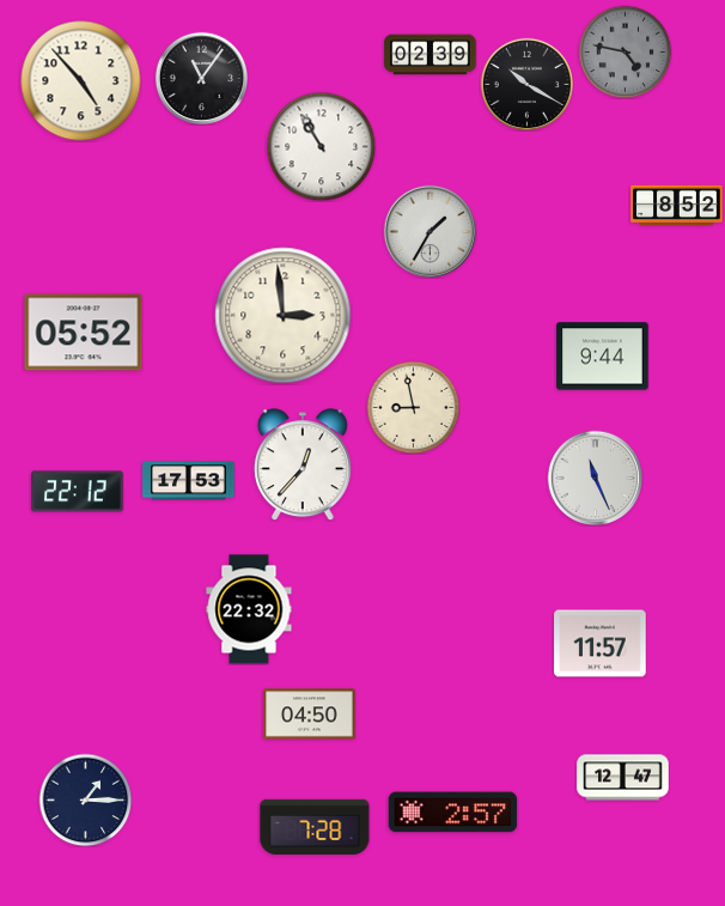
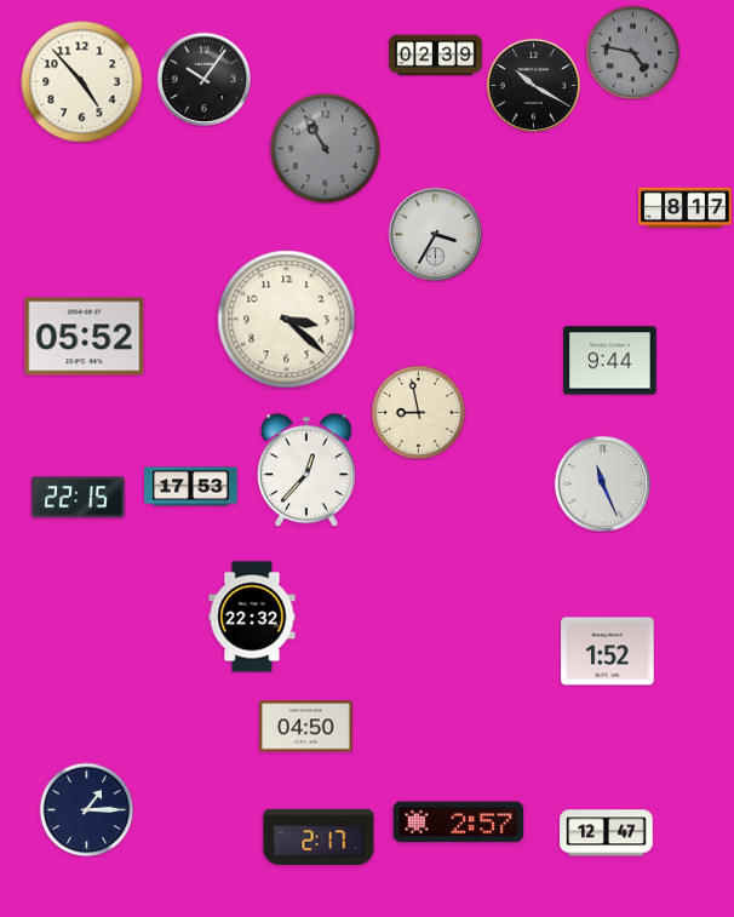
clock at (201, 78): 11:06 -> 10:06
clock at (321, 146) dial: white -> grey
clock at (677, 206): 8:52 -> 8:17
clock at (429, 231): 1:35 -> 3:35
clock at (284, 316): 2:59 -> 3:22
clock at (78, 492): 22:12 -> 22:15
clock at (601, 644): 11:57 -> 1:52
clock at (310, 715) position: (310, 715) -> (306, 727)
clock at (623, 778) position: (623, 778) -> (607, 833)
clock at (315, 827): 7:28 -> 2:17
